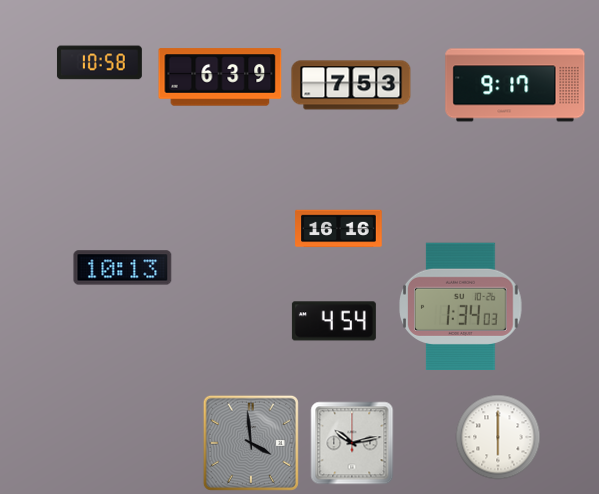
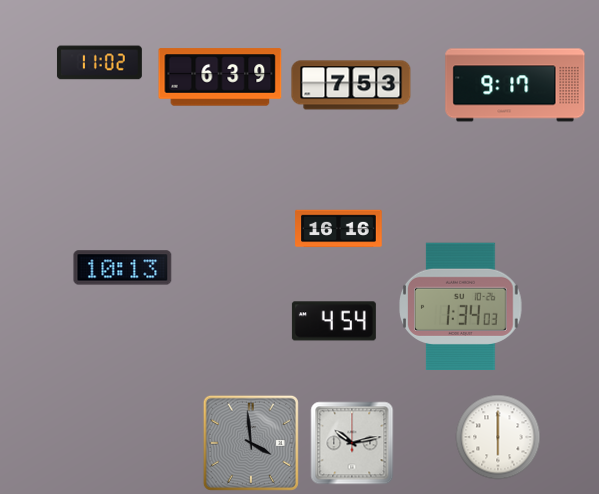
clock at (99, 63): 10:58 -> 11:02
